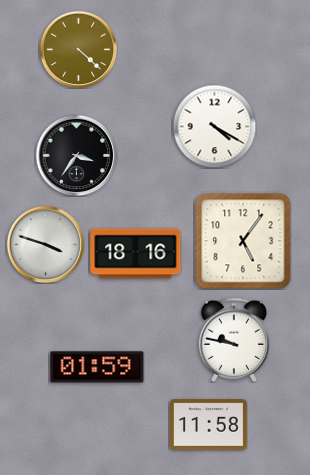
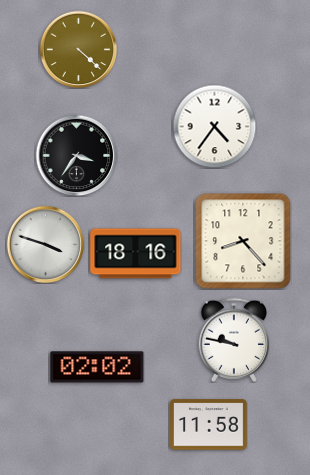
clock at (214, 126): 4:20 -> 4:36
clock at (243, 241): 5:06 -> 8:23
clock at (97, 367): 01:59 -> 02:02
